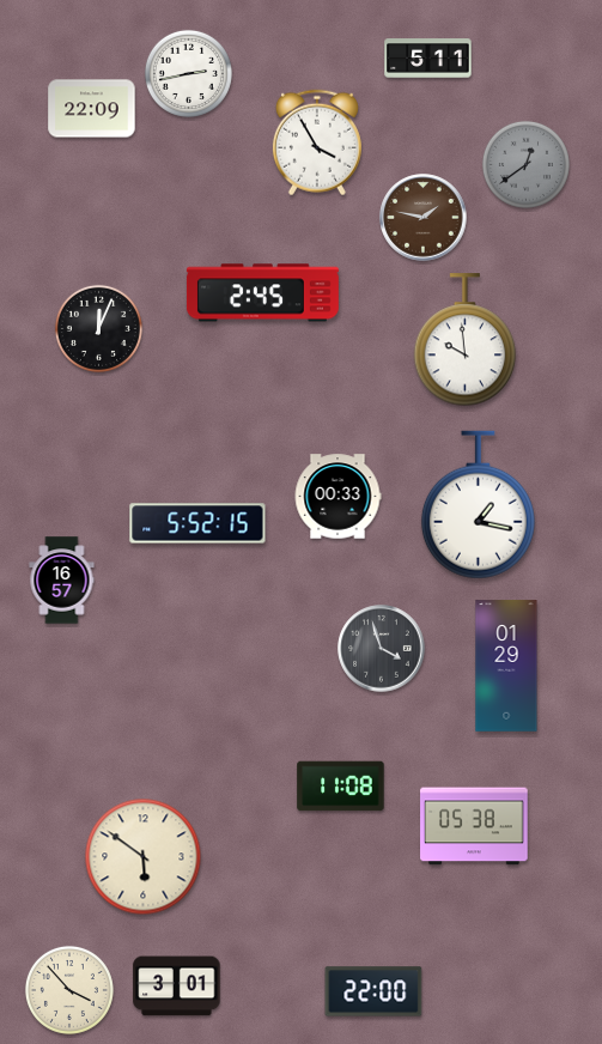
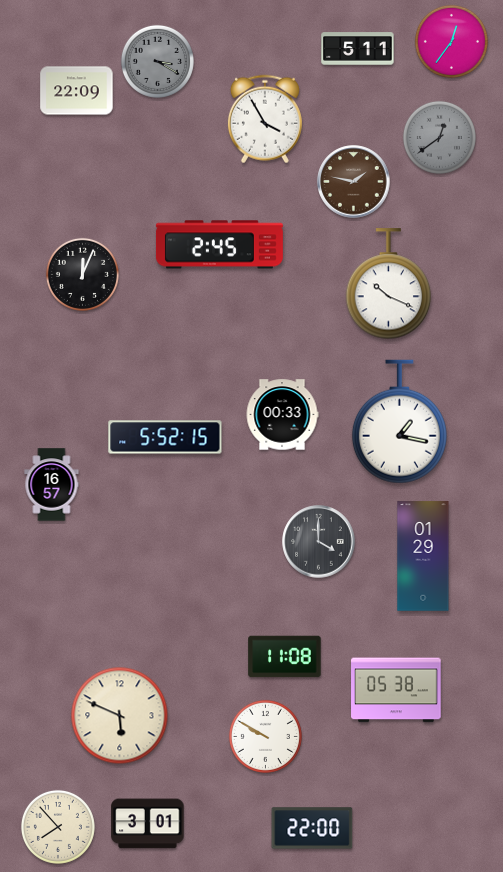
clock at (451, 41): none -> 12:36
clock at (188, 73): 2:43 -> 3:20
clock at (188, 73) dial: white -> grey
clock at (466, 340): 9:59 -> 10:19
clock at (382, 649): 3:57 -> 4:00
clock at (144, 857): 5:51 -> 5:49
clock at (265, 736): none -> 9:50
clock at (69, 990): 3:53 -> 7:53
